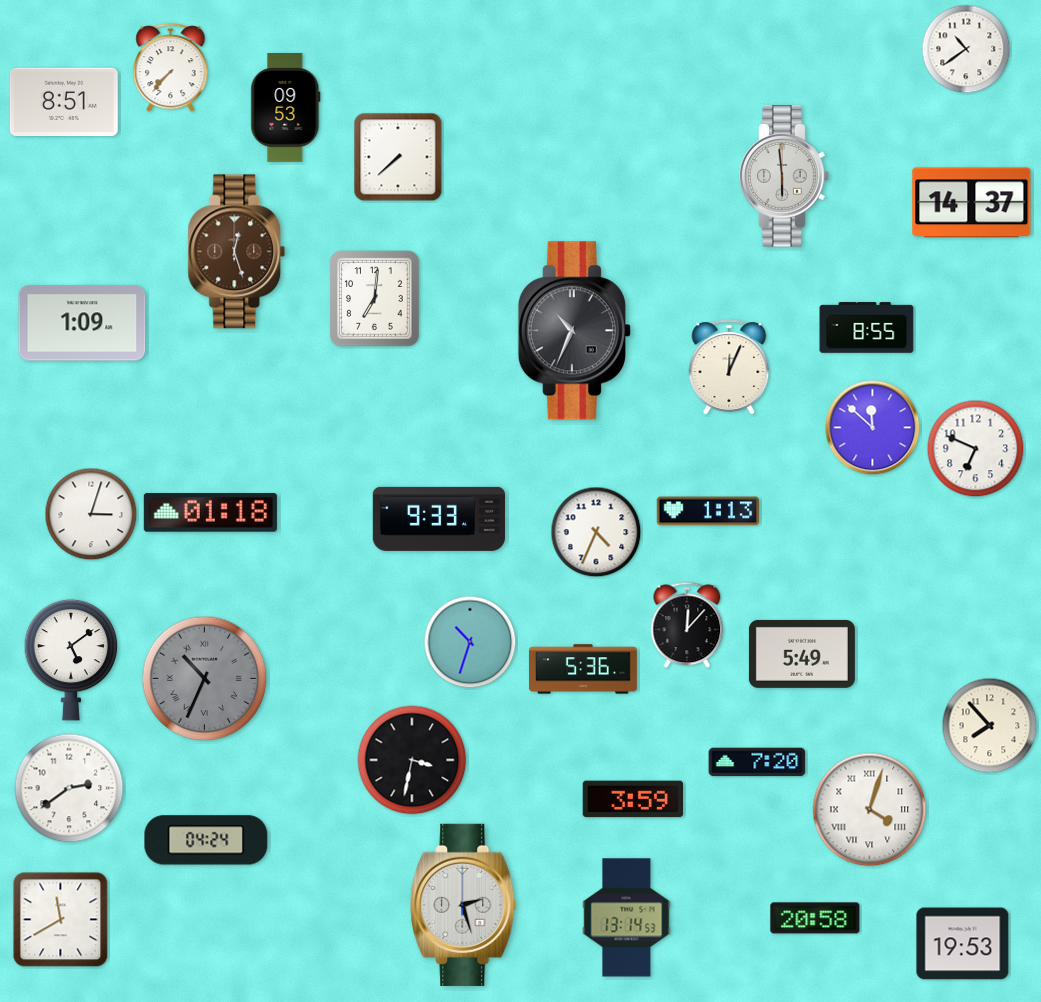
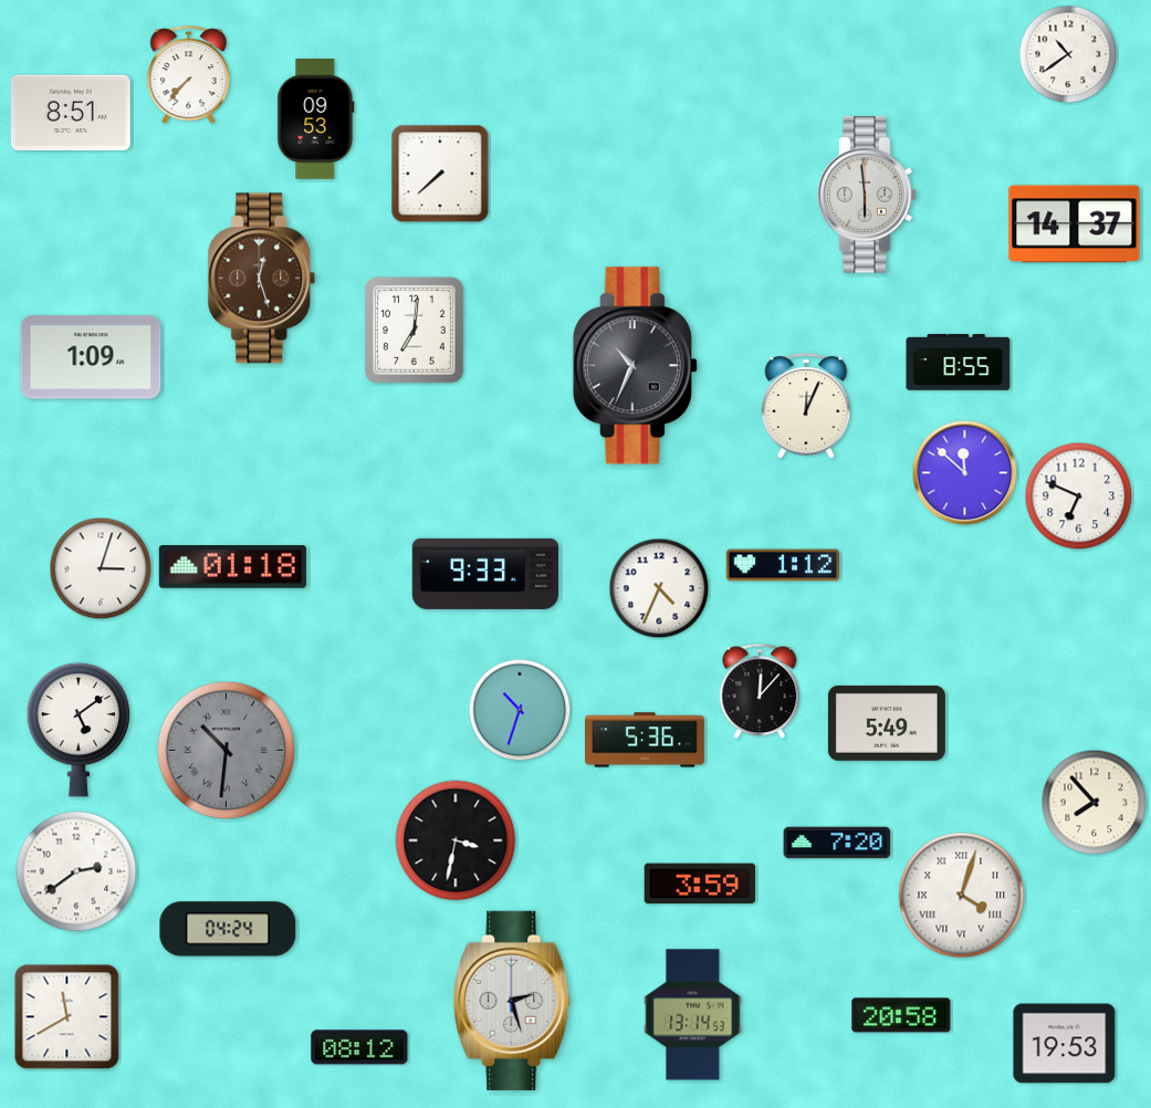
clock at (707, 511): 1:13 -> 1:12
clock at (205, 679): 10:34 -> 10:31
clock at (359, 1047): none -> 08:12
